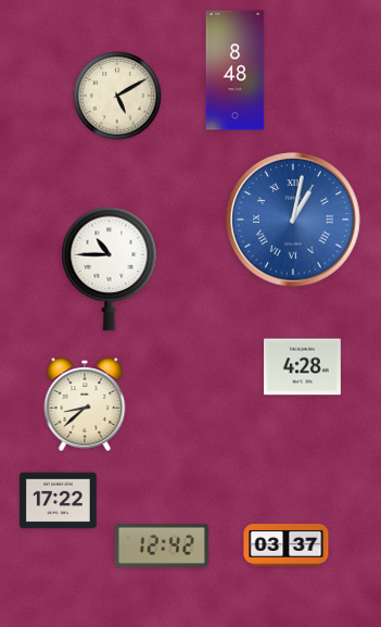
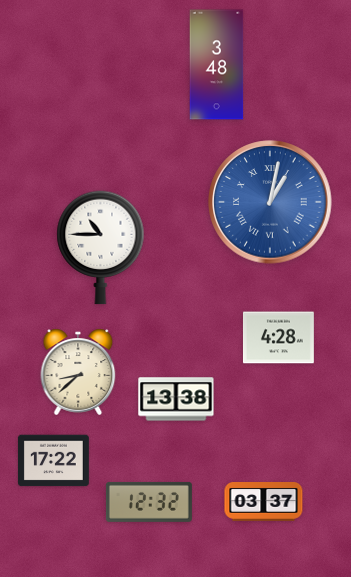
clock at (236, 71): 8:48 -> 3:48
clock at (117, 96): 5:10 -> none
clock at (176, 399): none -> 13:38
clock at (162, 546): 12:42 -> 12:32
